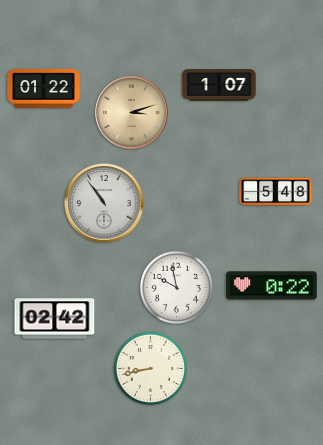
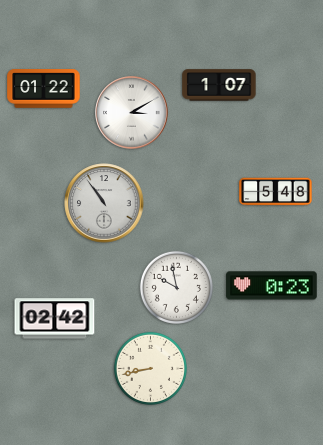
clock at (132, 113): 3:12 -> 3:10
clock at (132, 113) dial: champagne -> white
clock at (272, 286): 0:22 -> 0:23
